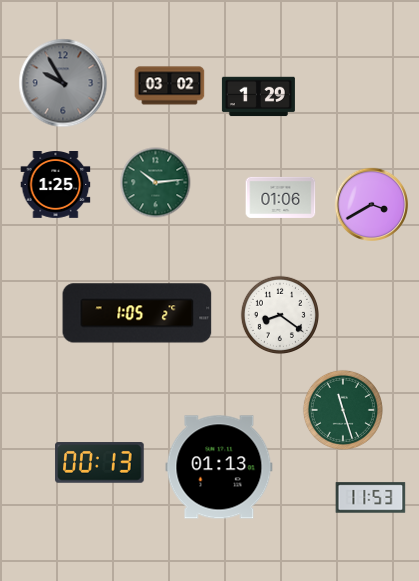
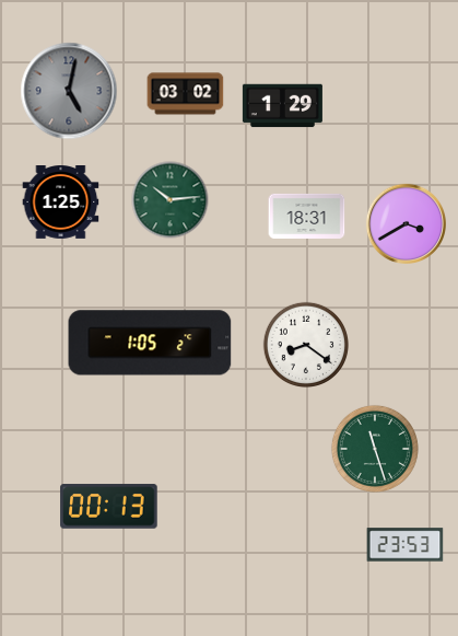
clock at (63, 83): 9:55 -> 5:02
clock at (281, 197): 01:06 -> 18:31
clock at (219, 467): 01:13 -> none
clock at (371, 498): 11:53 -> 23:53
